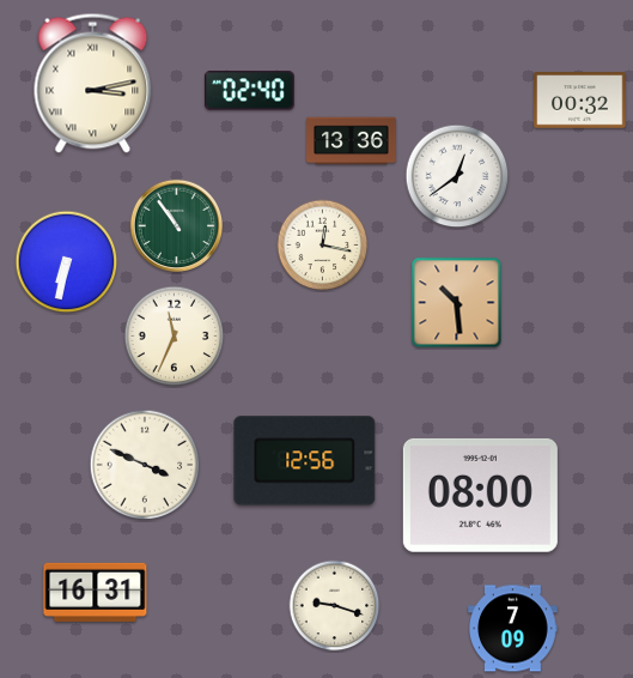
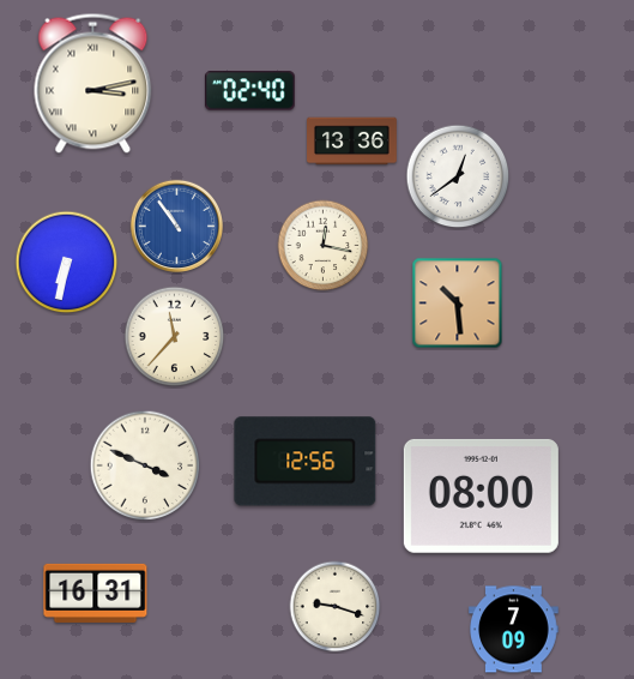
clock at (580, 101): 00:32 -> none
clock at (176, 225) dial: green -> blue
clock at (175, 337): 11:34 -> 11:37
